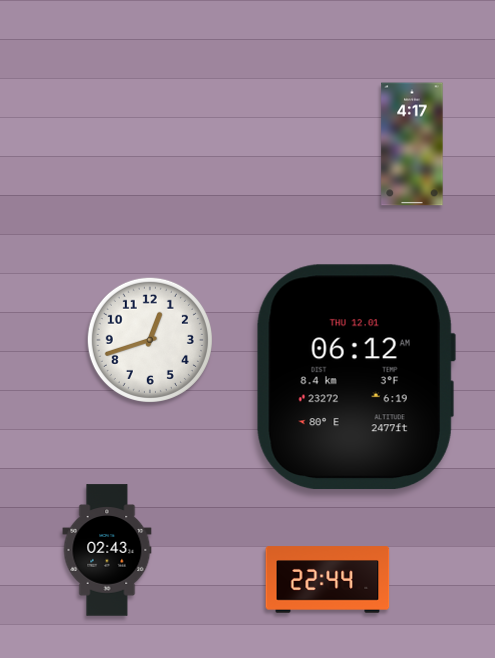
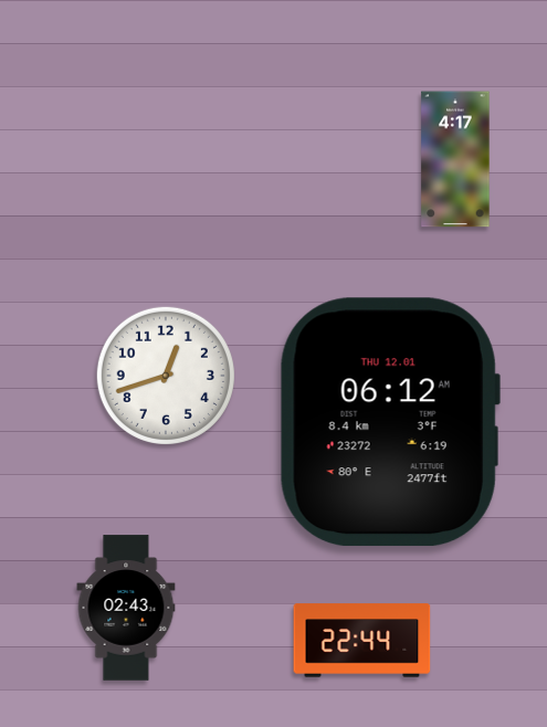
clock at (356, 377) position: (356, 377) -> (390, 422)
clock at (107, 550) position: (107, 550) -> (126, 608)
